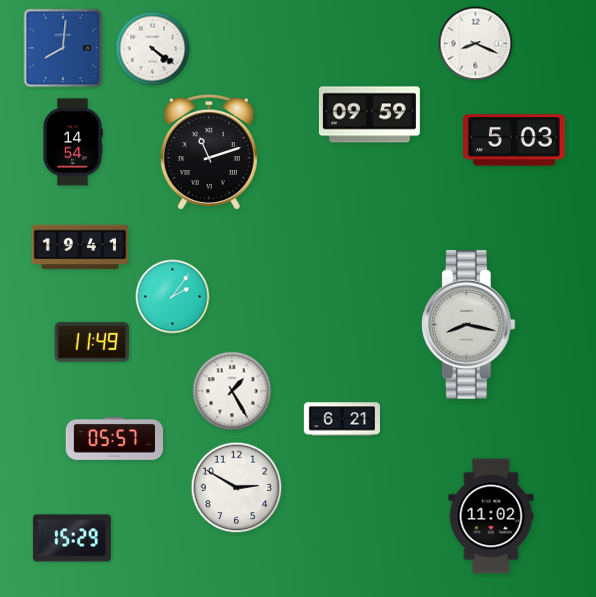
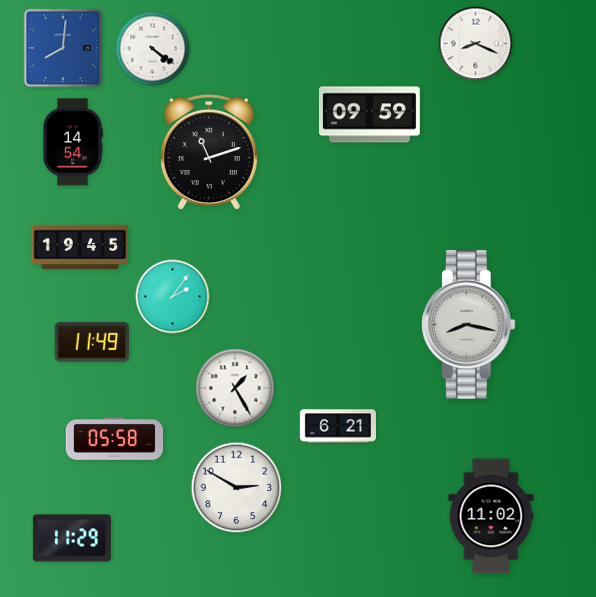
clock at (515, 140): 5:03 -> none
clock at (80, 247): 19:41 -> 19:45
clock at (232, 391) position: (232, 391) -> (235, 388)
clock at (341, 419) position: (341, 419) -> (337, 426)
clock at (115, 439): 05:57 -> 05:58
clock at (72, 538): 15:29 -> 11:29
